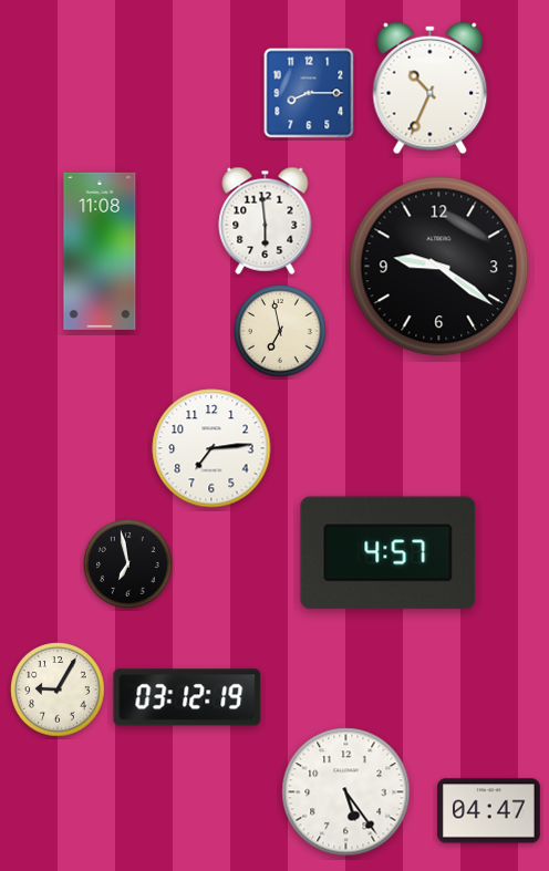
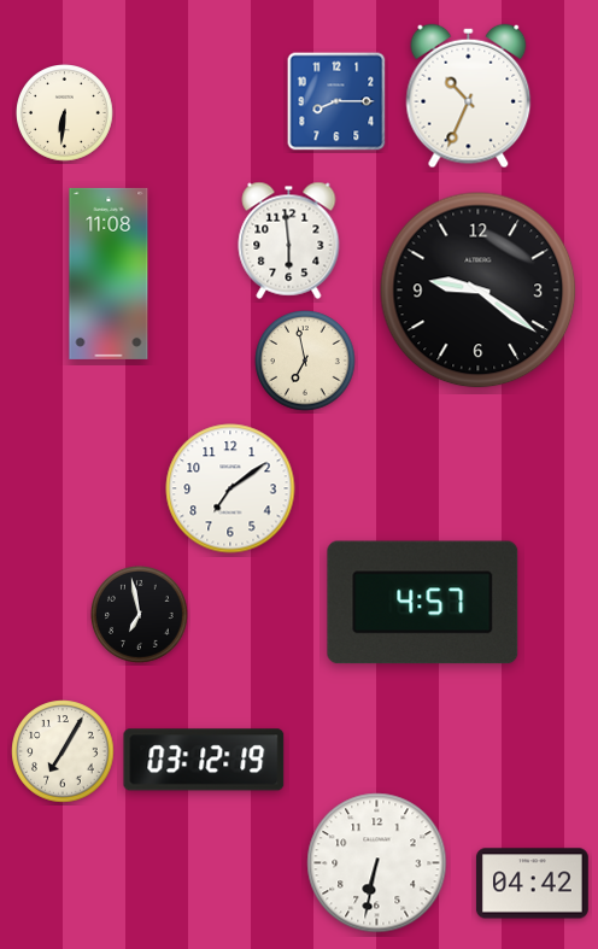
clock at (65, 113): none -> 6:31
clock at (211, 448): 7:14 -> 7:09
clock at (58, 689): 9:05 -> 7:05
clock at (346, 792): 5:24 -> 6:32
clock at (488, 811): 04:47 -> 04:42
